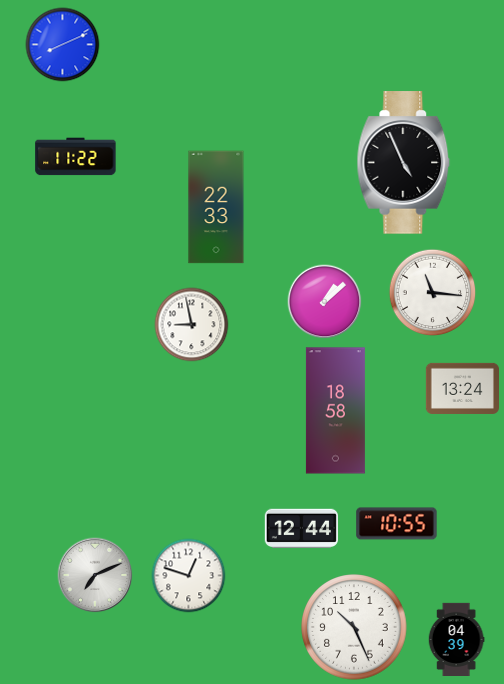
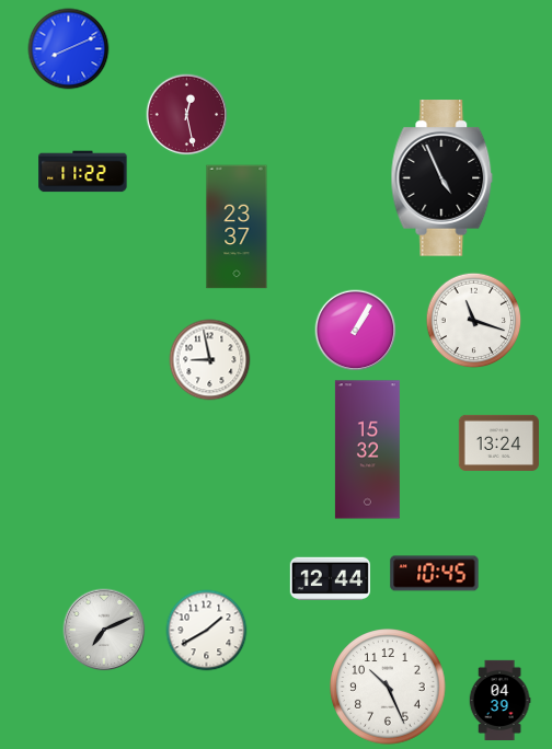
clock at (187, 115): none -> 12:28
clock at (216, 207): 22:33 -> 23:37
clock at (433, 293): 11:16 -> 11:18
clock at (325, 302): 1:08 -> 1:05
clock at (192, 325) position: (192, 325) -> (210, 360)
clock at (462, 388) position: (462, 388) -> (498, 442)
clock at (335, 411): 18:58 -> 15:32
clock at (397, 524): 10:55 -> 10:45
clock at (189, 576): 12:48 -> 1:40
